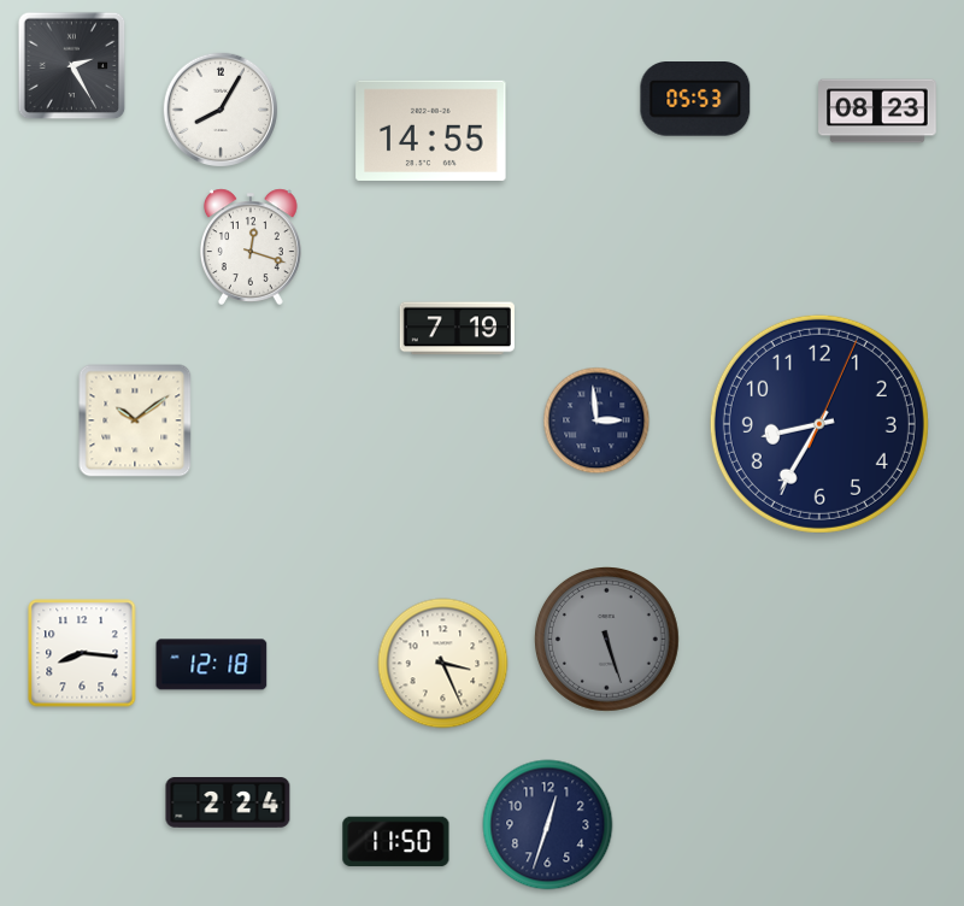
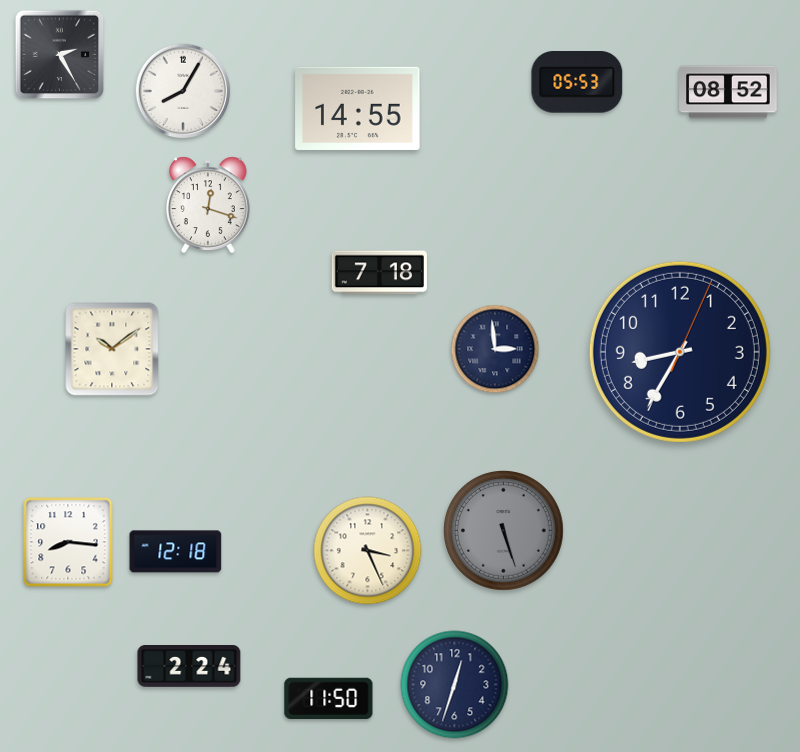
clock at (877, 111): 08:23 -> 08:52
clock at (457, 329): 7:19 -> 7:18
